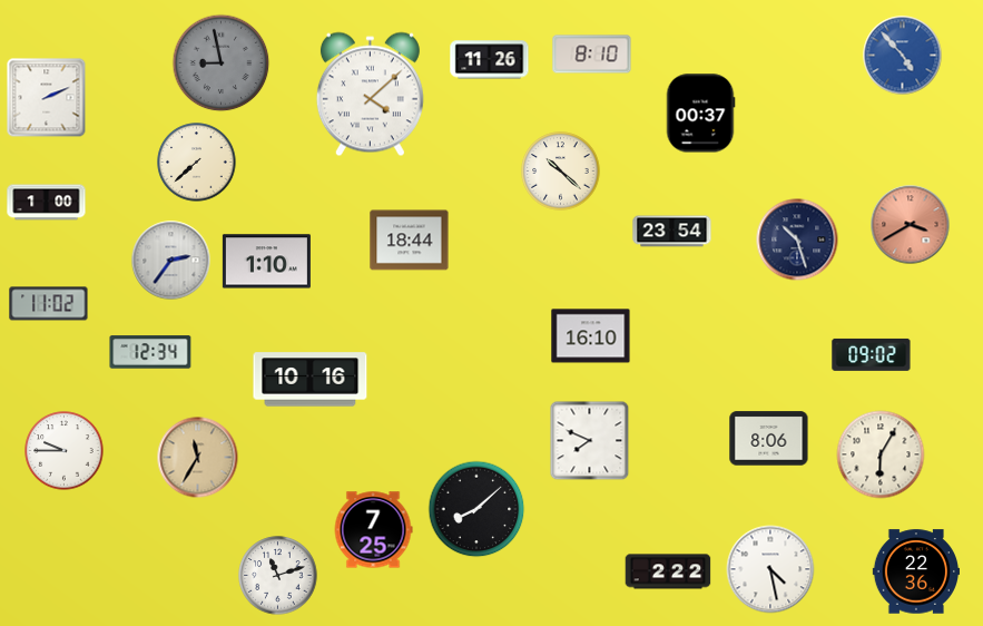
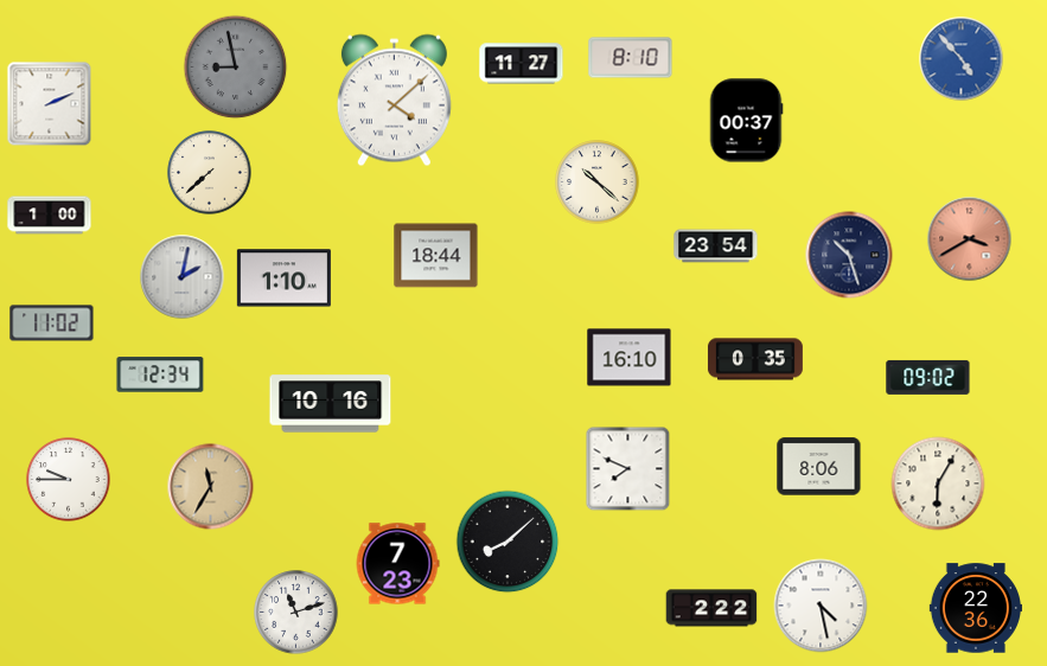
clock at (490, 60): 11:26 -> 11:27
clock at (171, 261): 2:36 -> 2:02
clock at (755, 359): none -> 0:35
clock at (373, 530): 7:25 -> 7:23
